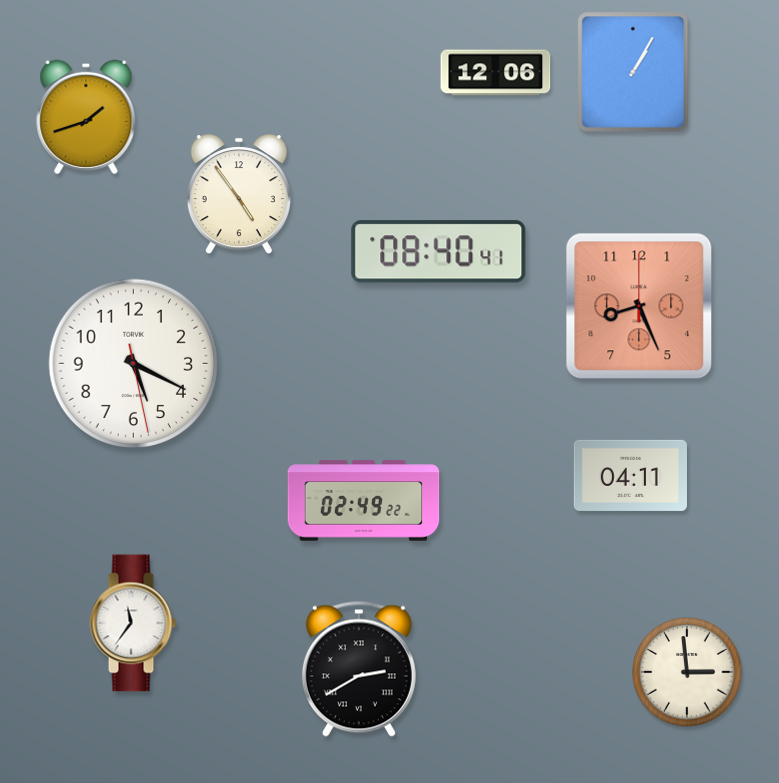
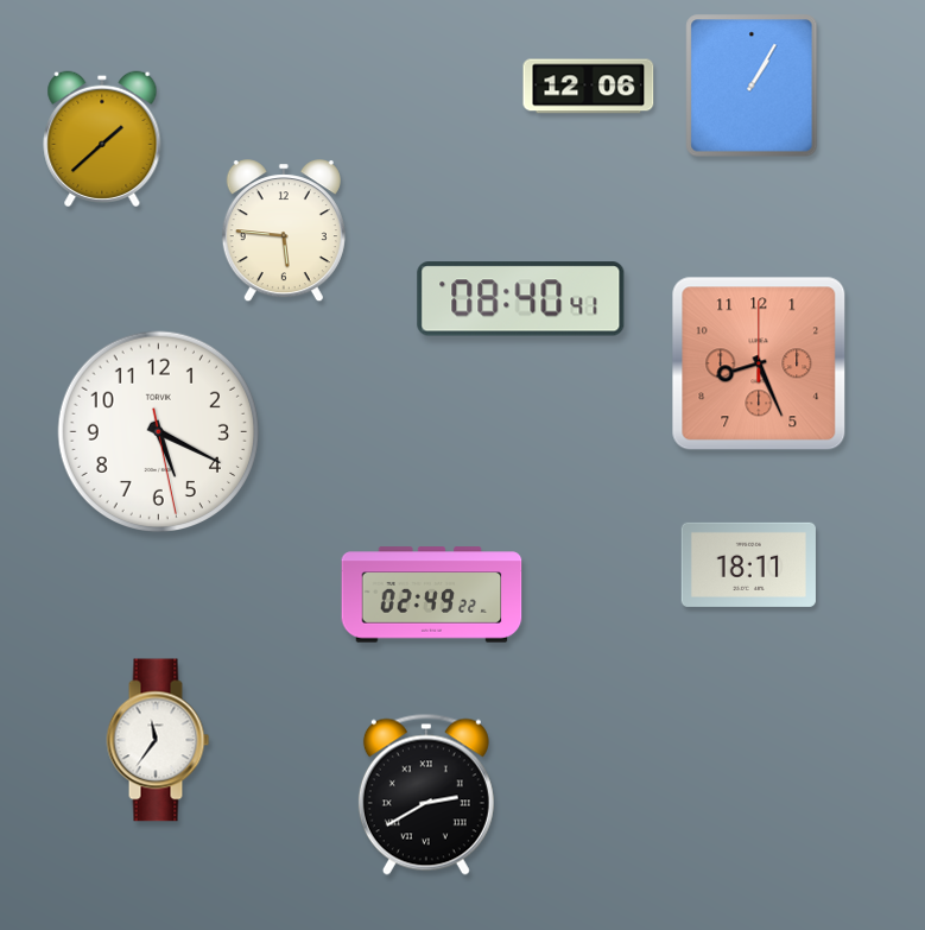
clock at (86, 117): 1:42 -> 1:38
clock at (239, 195): 4:54 -> 5:46
clock at (630, 475): 04:11 -> 18:11
clock at (687, 672): 2:59 -> none
